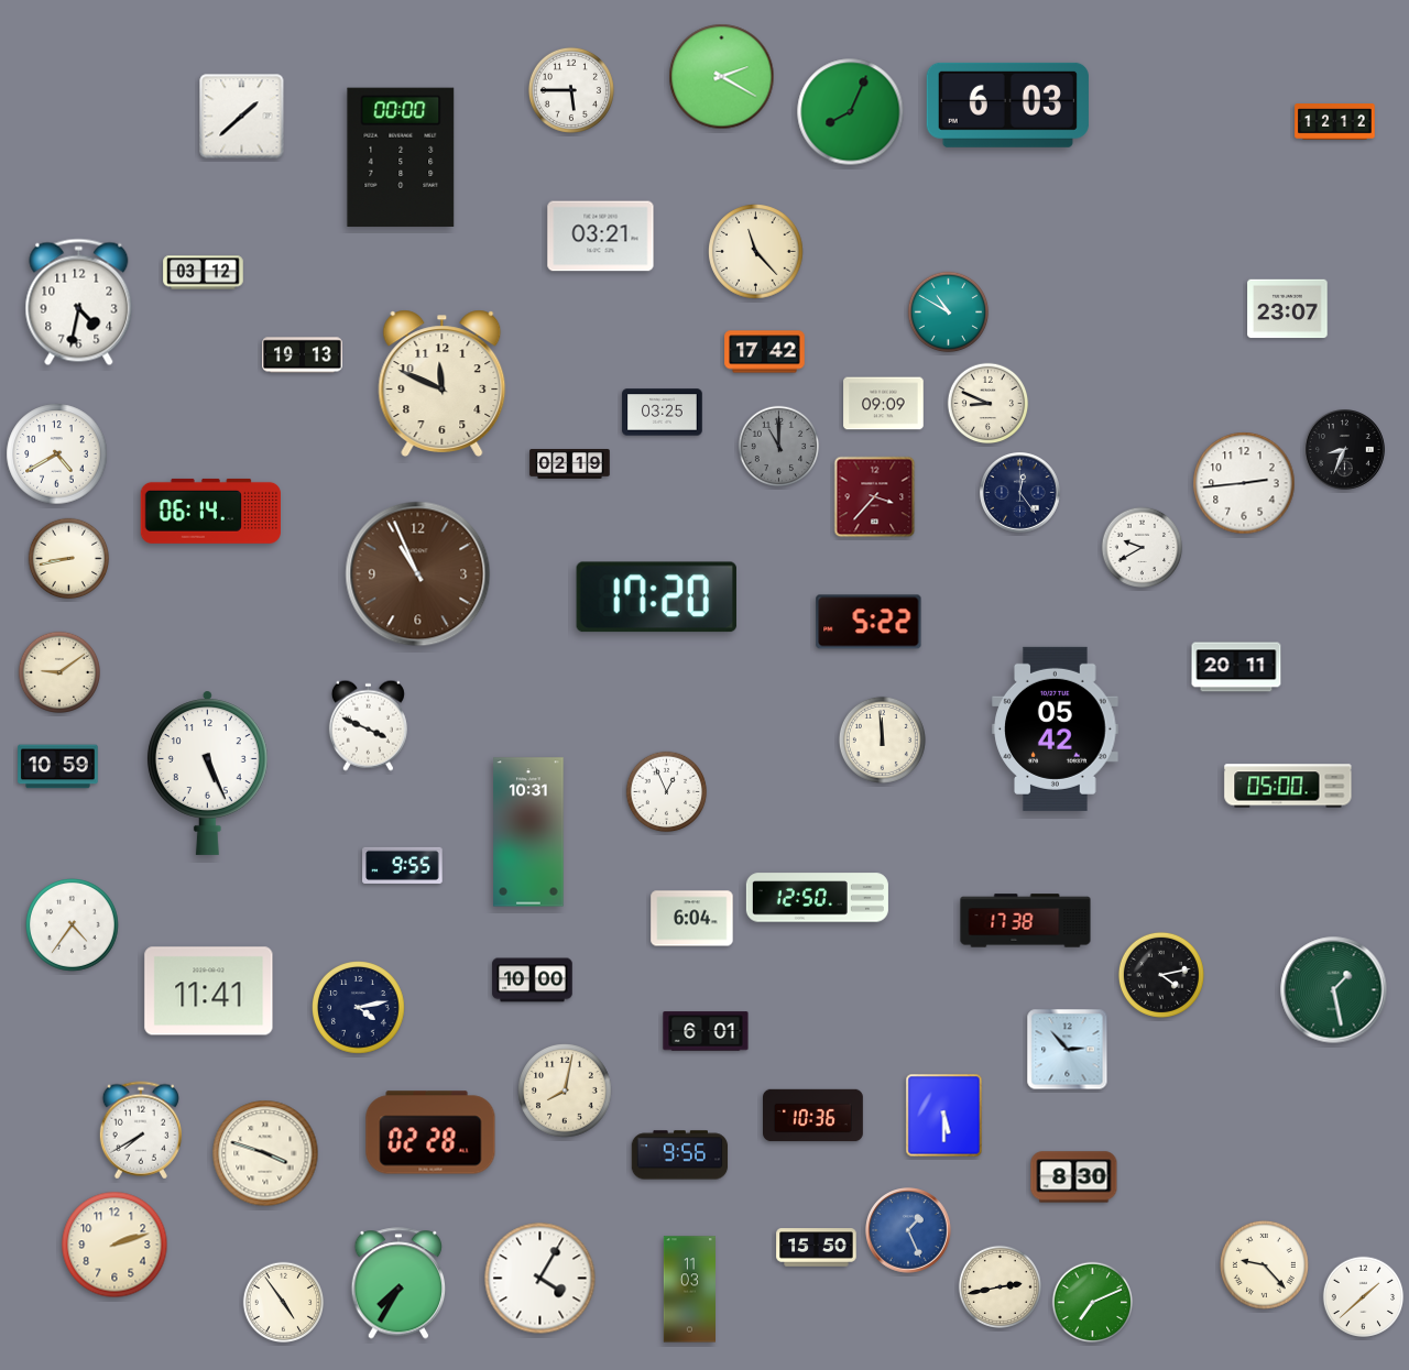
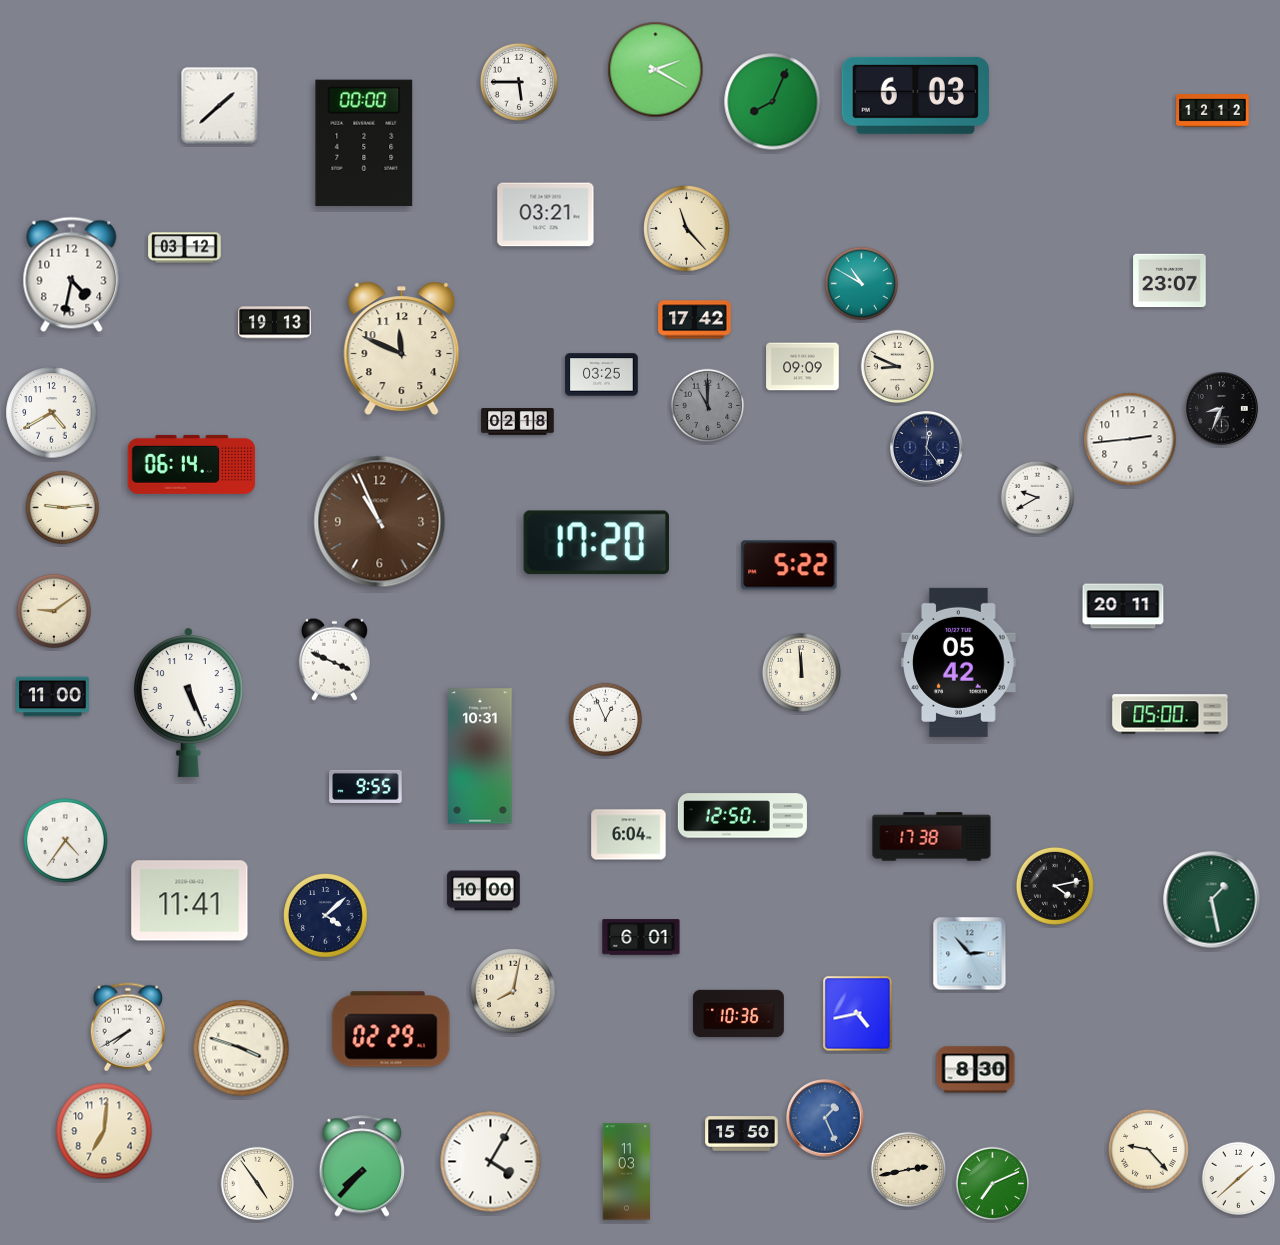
clock at (570, 464): 02:19 -> 02:18
clock at (875, 497): 3:37 -> none
clock at (69, 559): 8:43 -> 9:14
clock at (58, 767): 10:59 -> 11:00
clock at (359, 1008): 4:13 -> 4:08
clock at (944, 1116): 5:30 -> 4:43
clock at (430, 1132): 02:28 -> 02:29
clock at (680, 1155): 9:56 -> none
clock at (114, 1245): 2:12 -> 7:01
clock at (398, 1283): 7:35 -> 7:37
